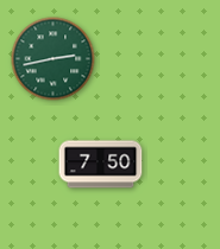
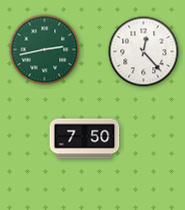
clock at (144, 52): none -> 12:23
